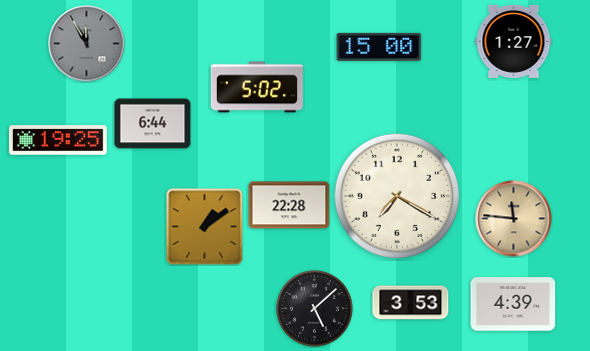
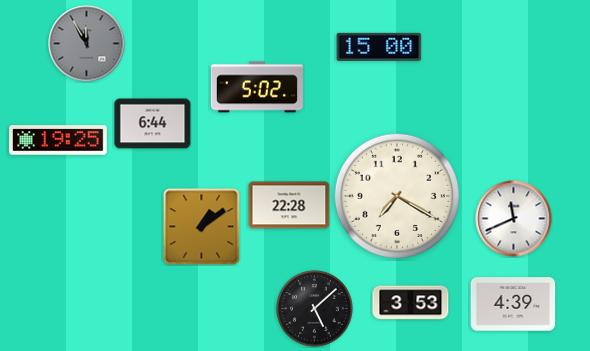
clock at (514, 41): 1:27 -> none
clock at (514, 219): 11:46 -> 11:41
clock at (514, 219) dial: champagne -> white
clock at (205, 227) position: (205, 227) -> (202, 227)
